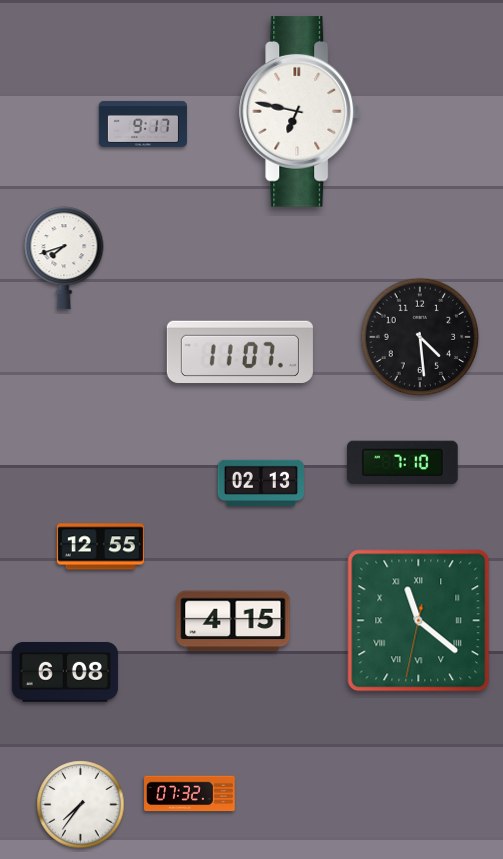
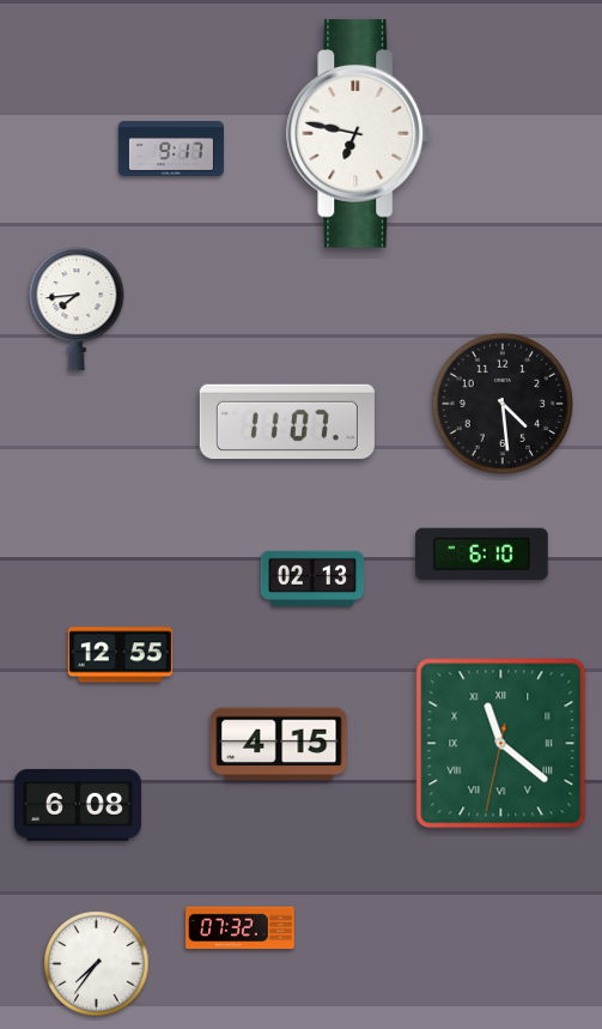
clock at (64, 258): 7:42 -> 7:44
clock at (403, 463): 7:10 -> 6:10
clock at (190, 794) position: (190, 794) -> (241, 928)
